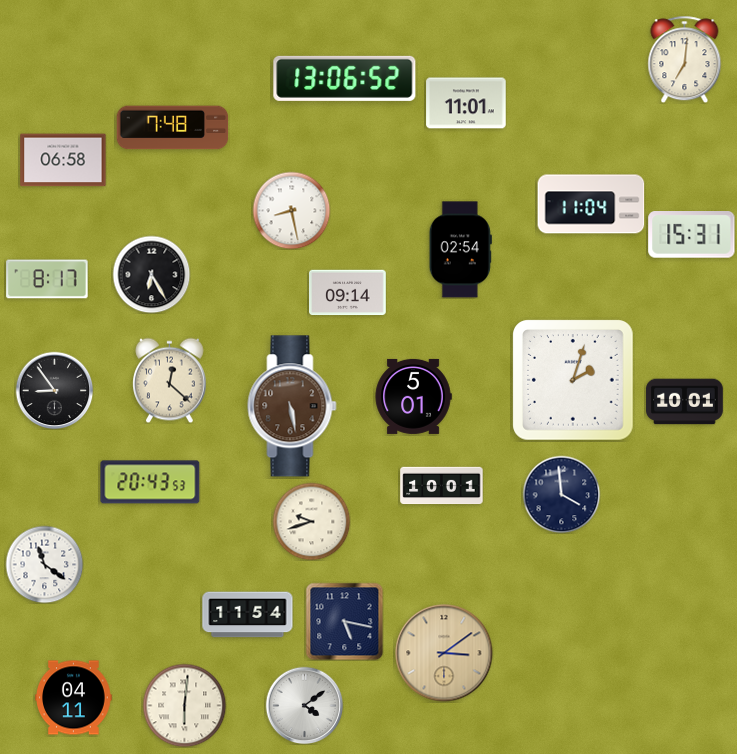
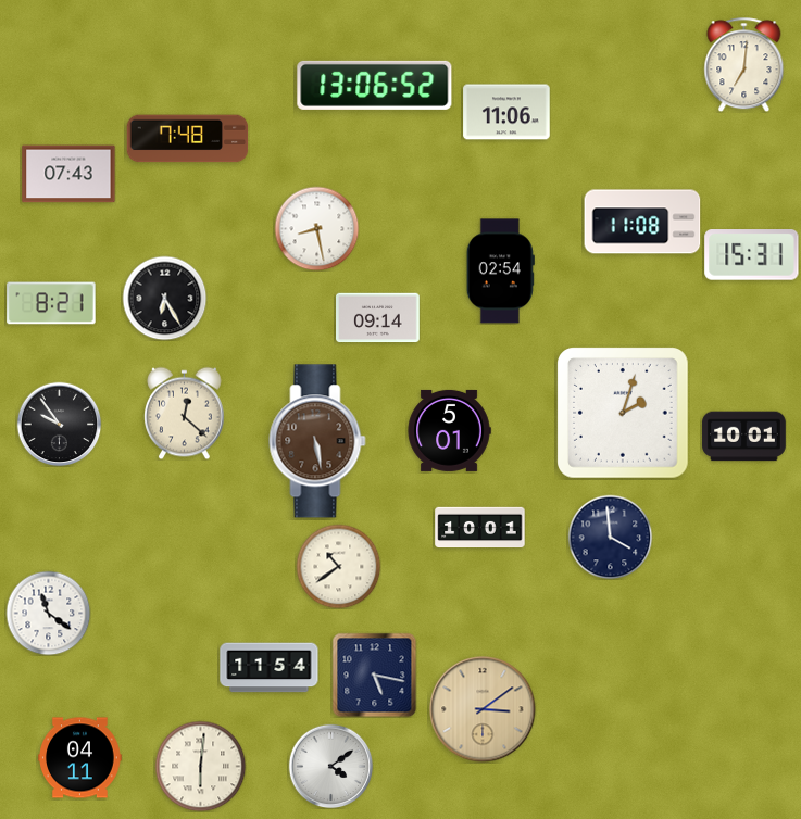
clock at (466, 103): 11:01 -> 11:06
clock at (63, 160): 06:58 -> 07:43
clock at (591, 204): 11:04 -> 11:08
clock at (47, 279): 8:17 -> 8:21
clock at (54, 390): 8:54 -> 9:54
clock at (150, 482): 20:43 -> none
clock at (311, 521): 9:42 -> 10:39
